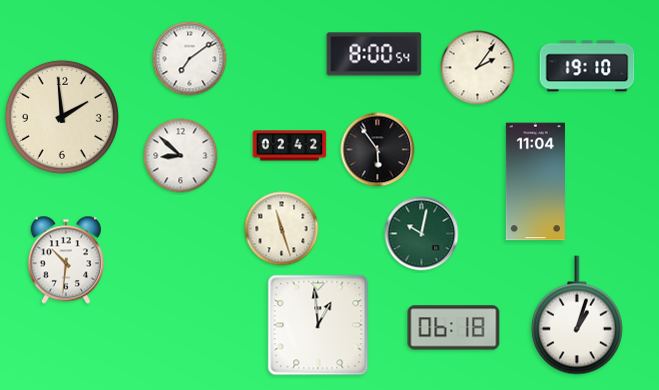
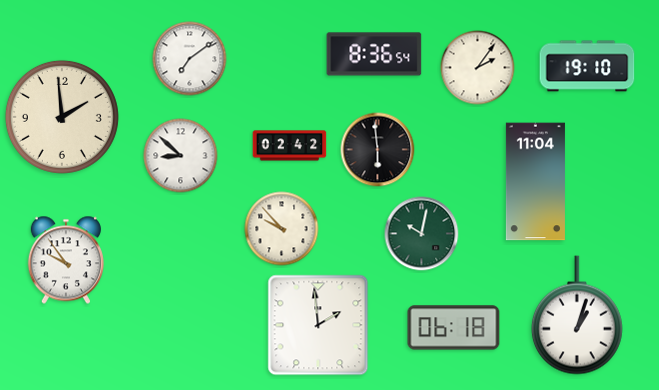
clock at (374, 54): 8:00 -> 8:36
clock at (378, 150): 5:54 -> 5:59
clock at (282, 229): 11:27 -> 9:53
clock at (66, 260): 10:31 -> 9:54
clock at (318, 325): 12:59 -> 1:59
